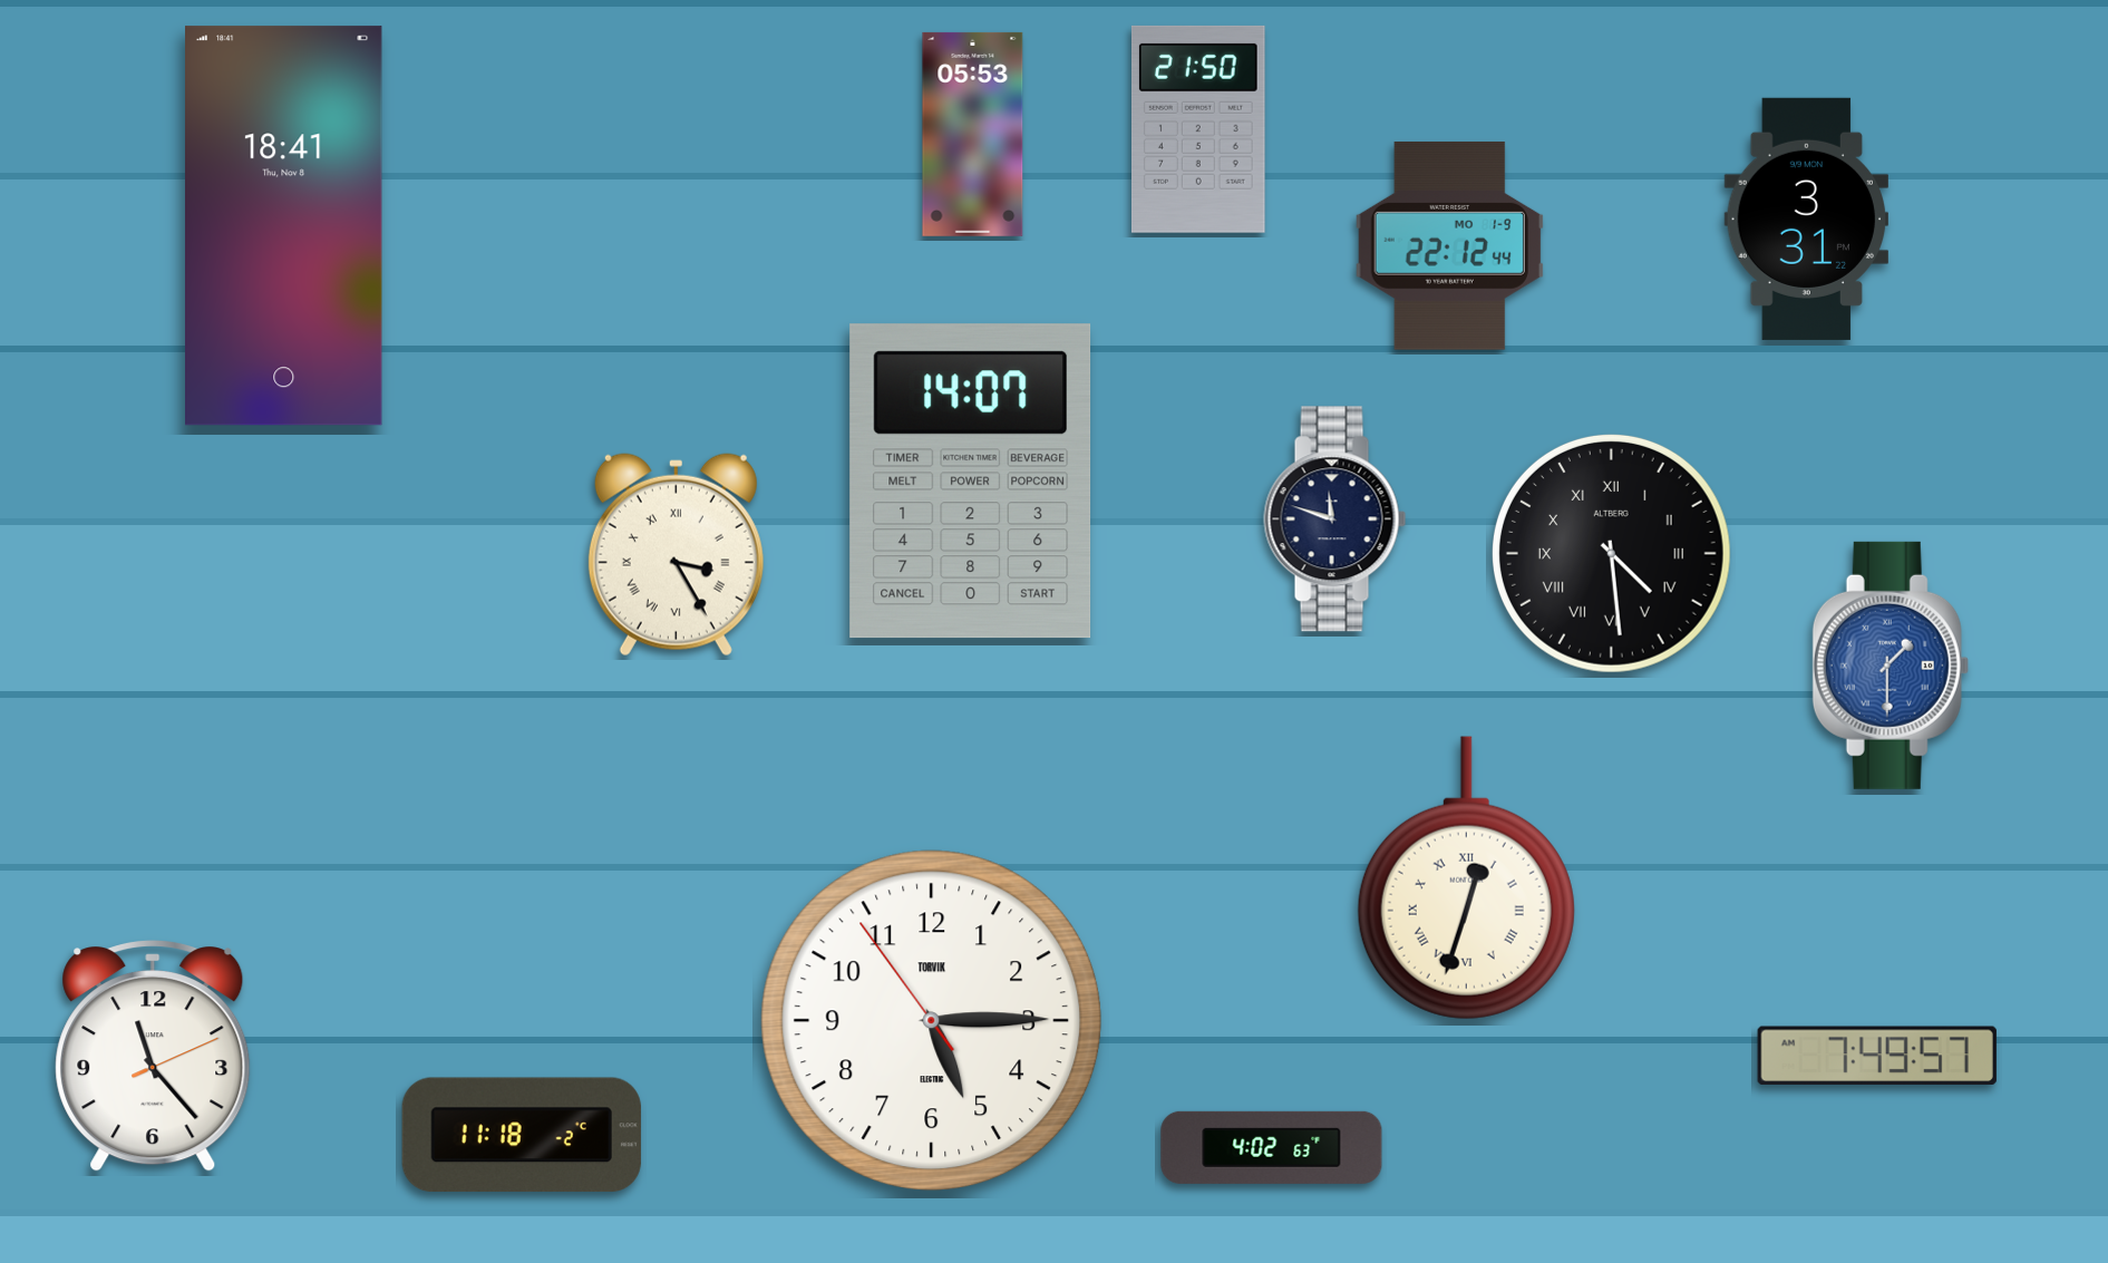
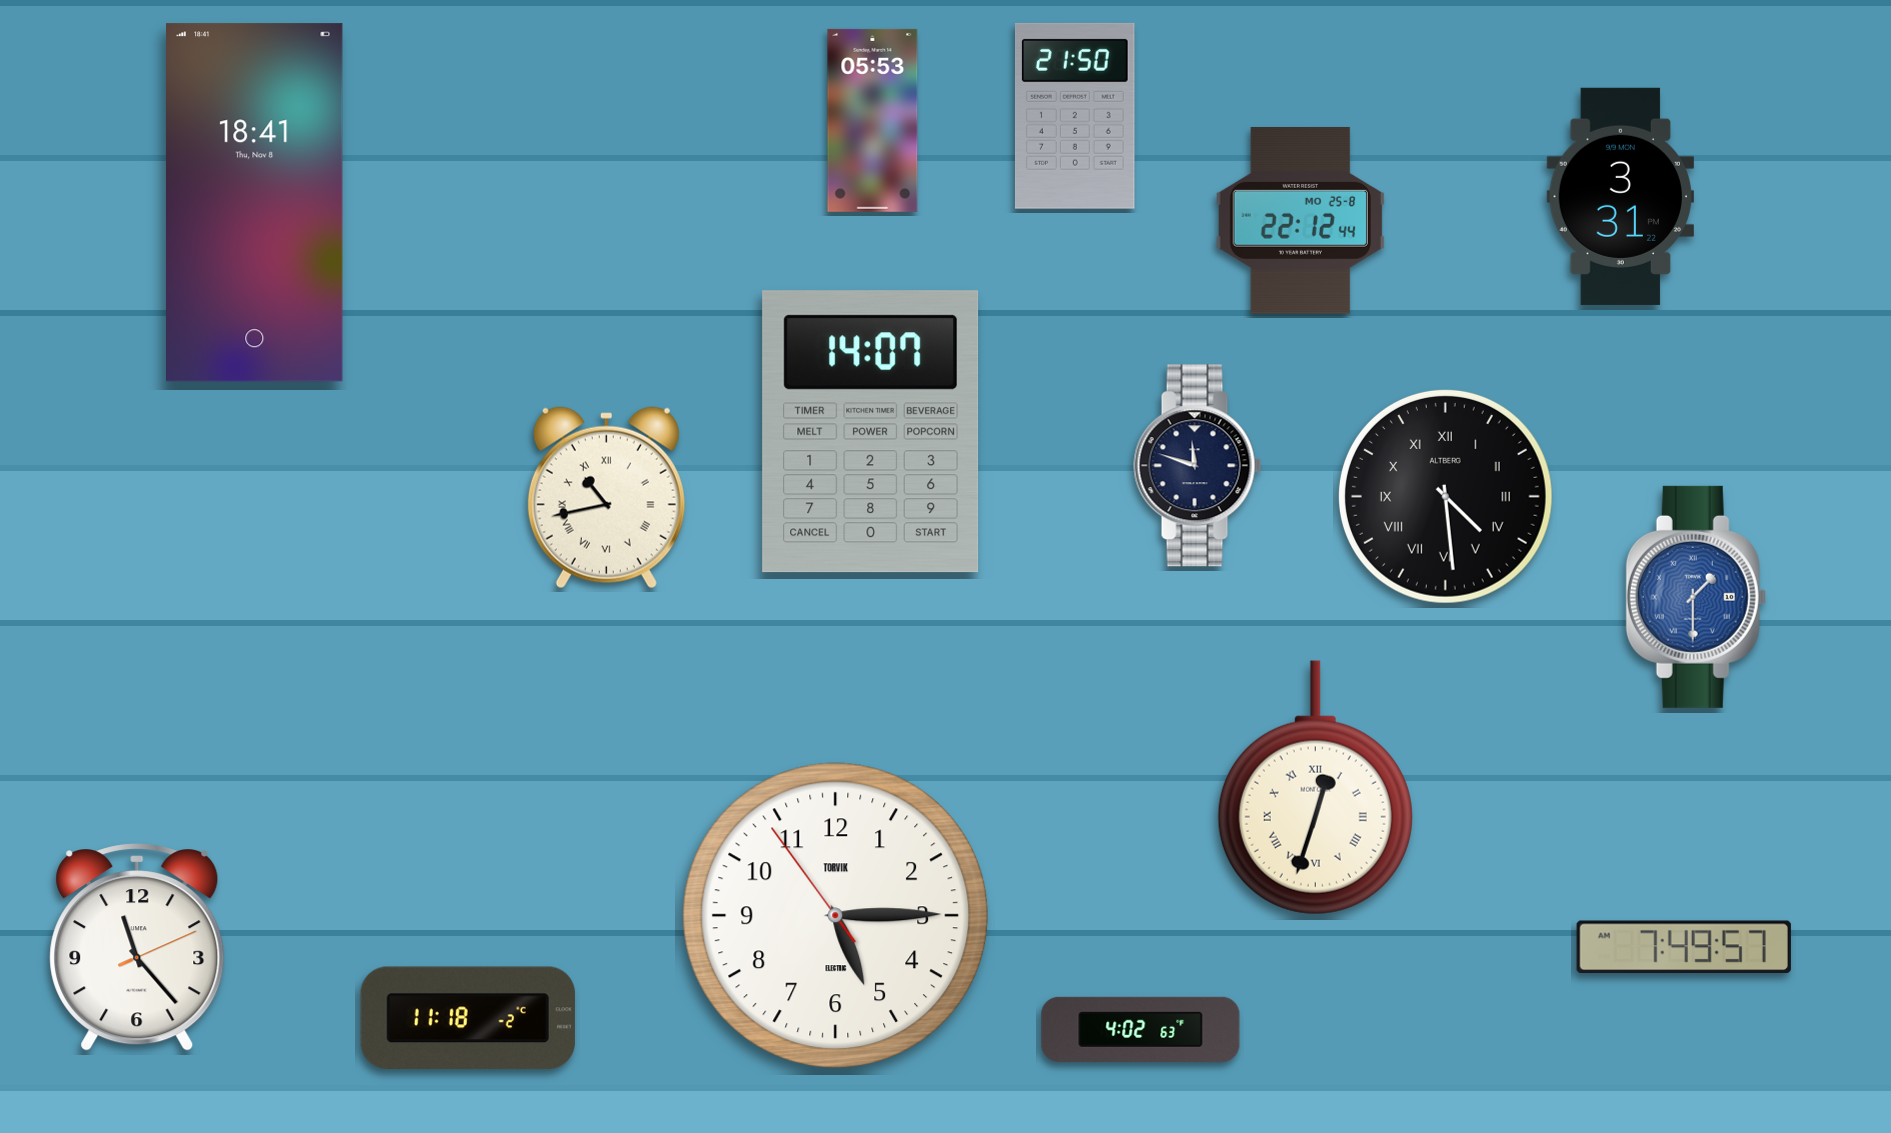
clock at (1449, 245) date: MO 1-9 -> MO 25-8
clock at (676, 555): 3:25 -> 10:43
